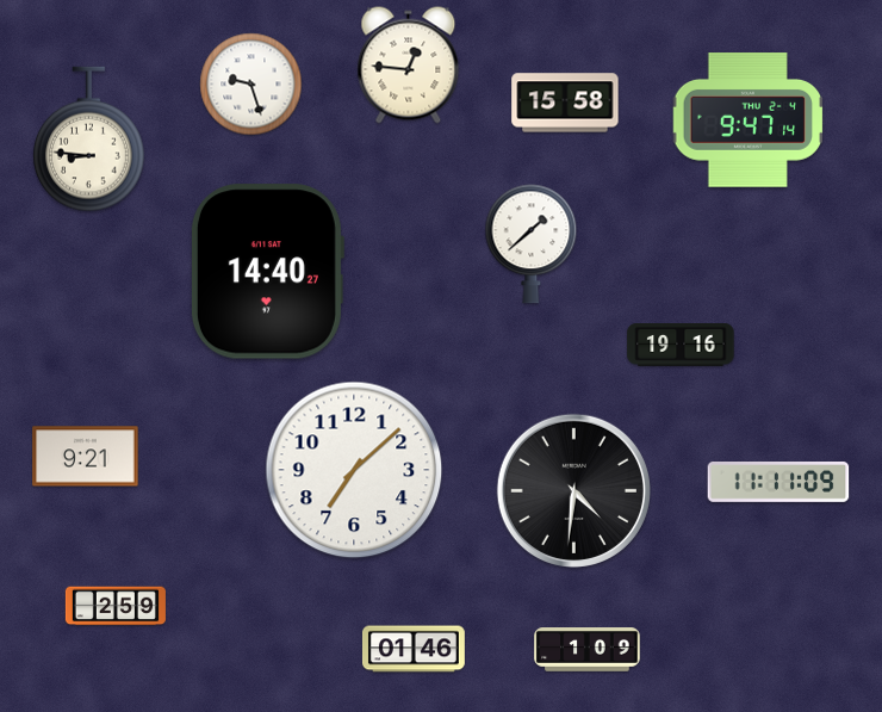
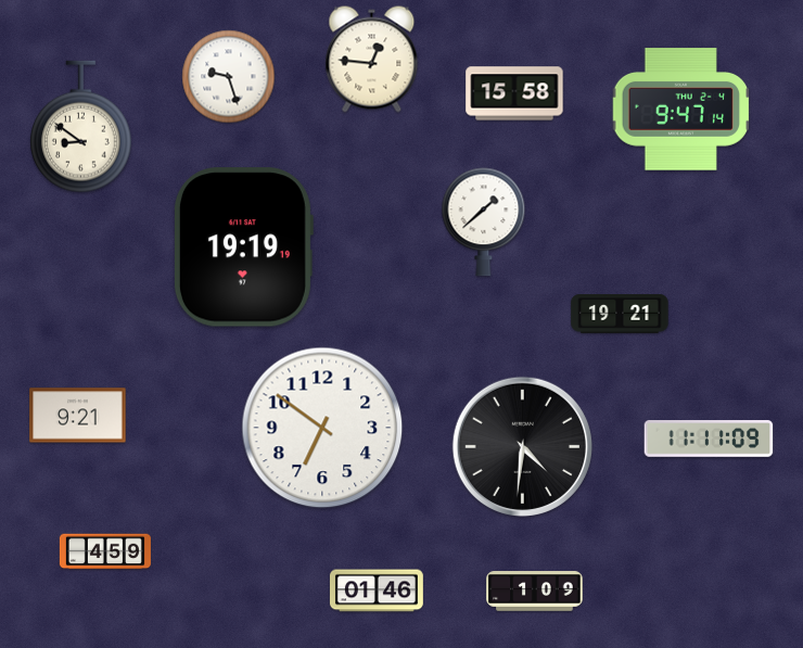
clock at (89, 140): 8:46 -> 8:51
clock at (267, 272): 14:40 -> 19:19
clock at (681, 346): 19:16 -> 19:21
clock at (354, 470): 7:08 -> 6:51
clock at (116, 606): 2:59 -> 4:59
